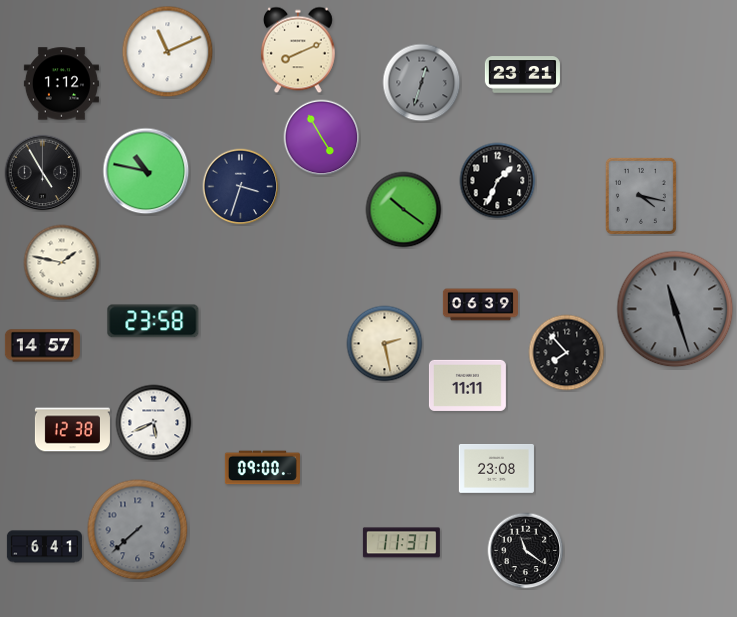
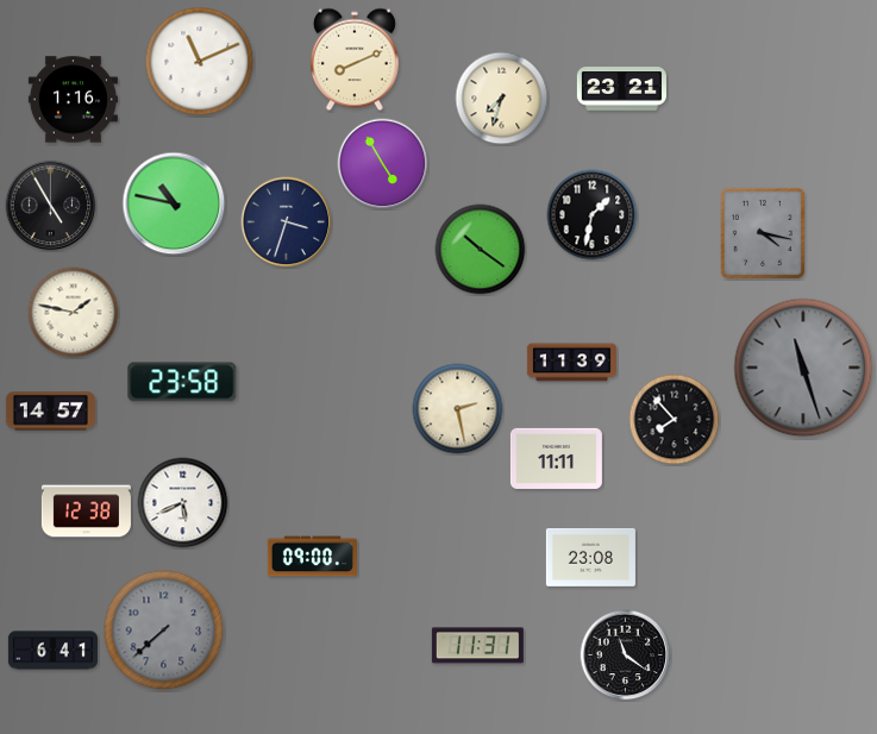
clock at (422, 83): 12:33 -> 7:33
clock at (422, 83) dial: grey -> cream
clock at (61, 84): 1:12 -> 1:16
clock at (498, 181): 1:34 -> 1:32
clock at (480, 305): 06:39 -> 11:39
